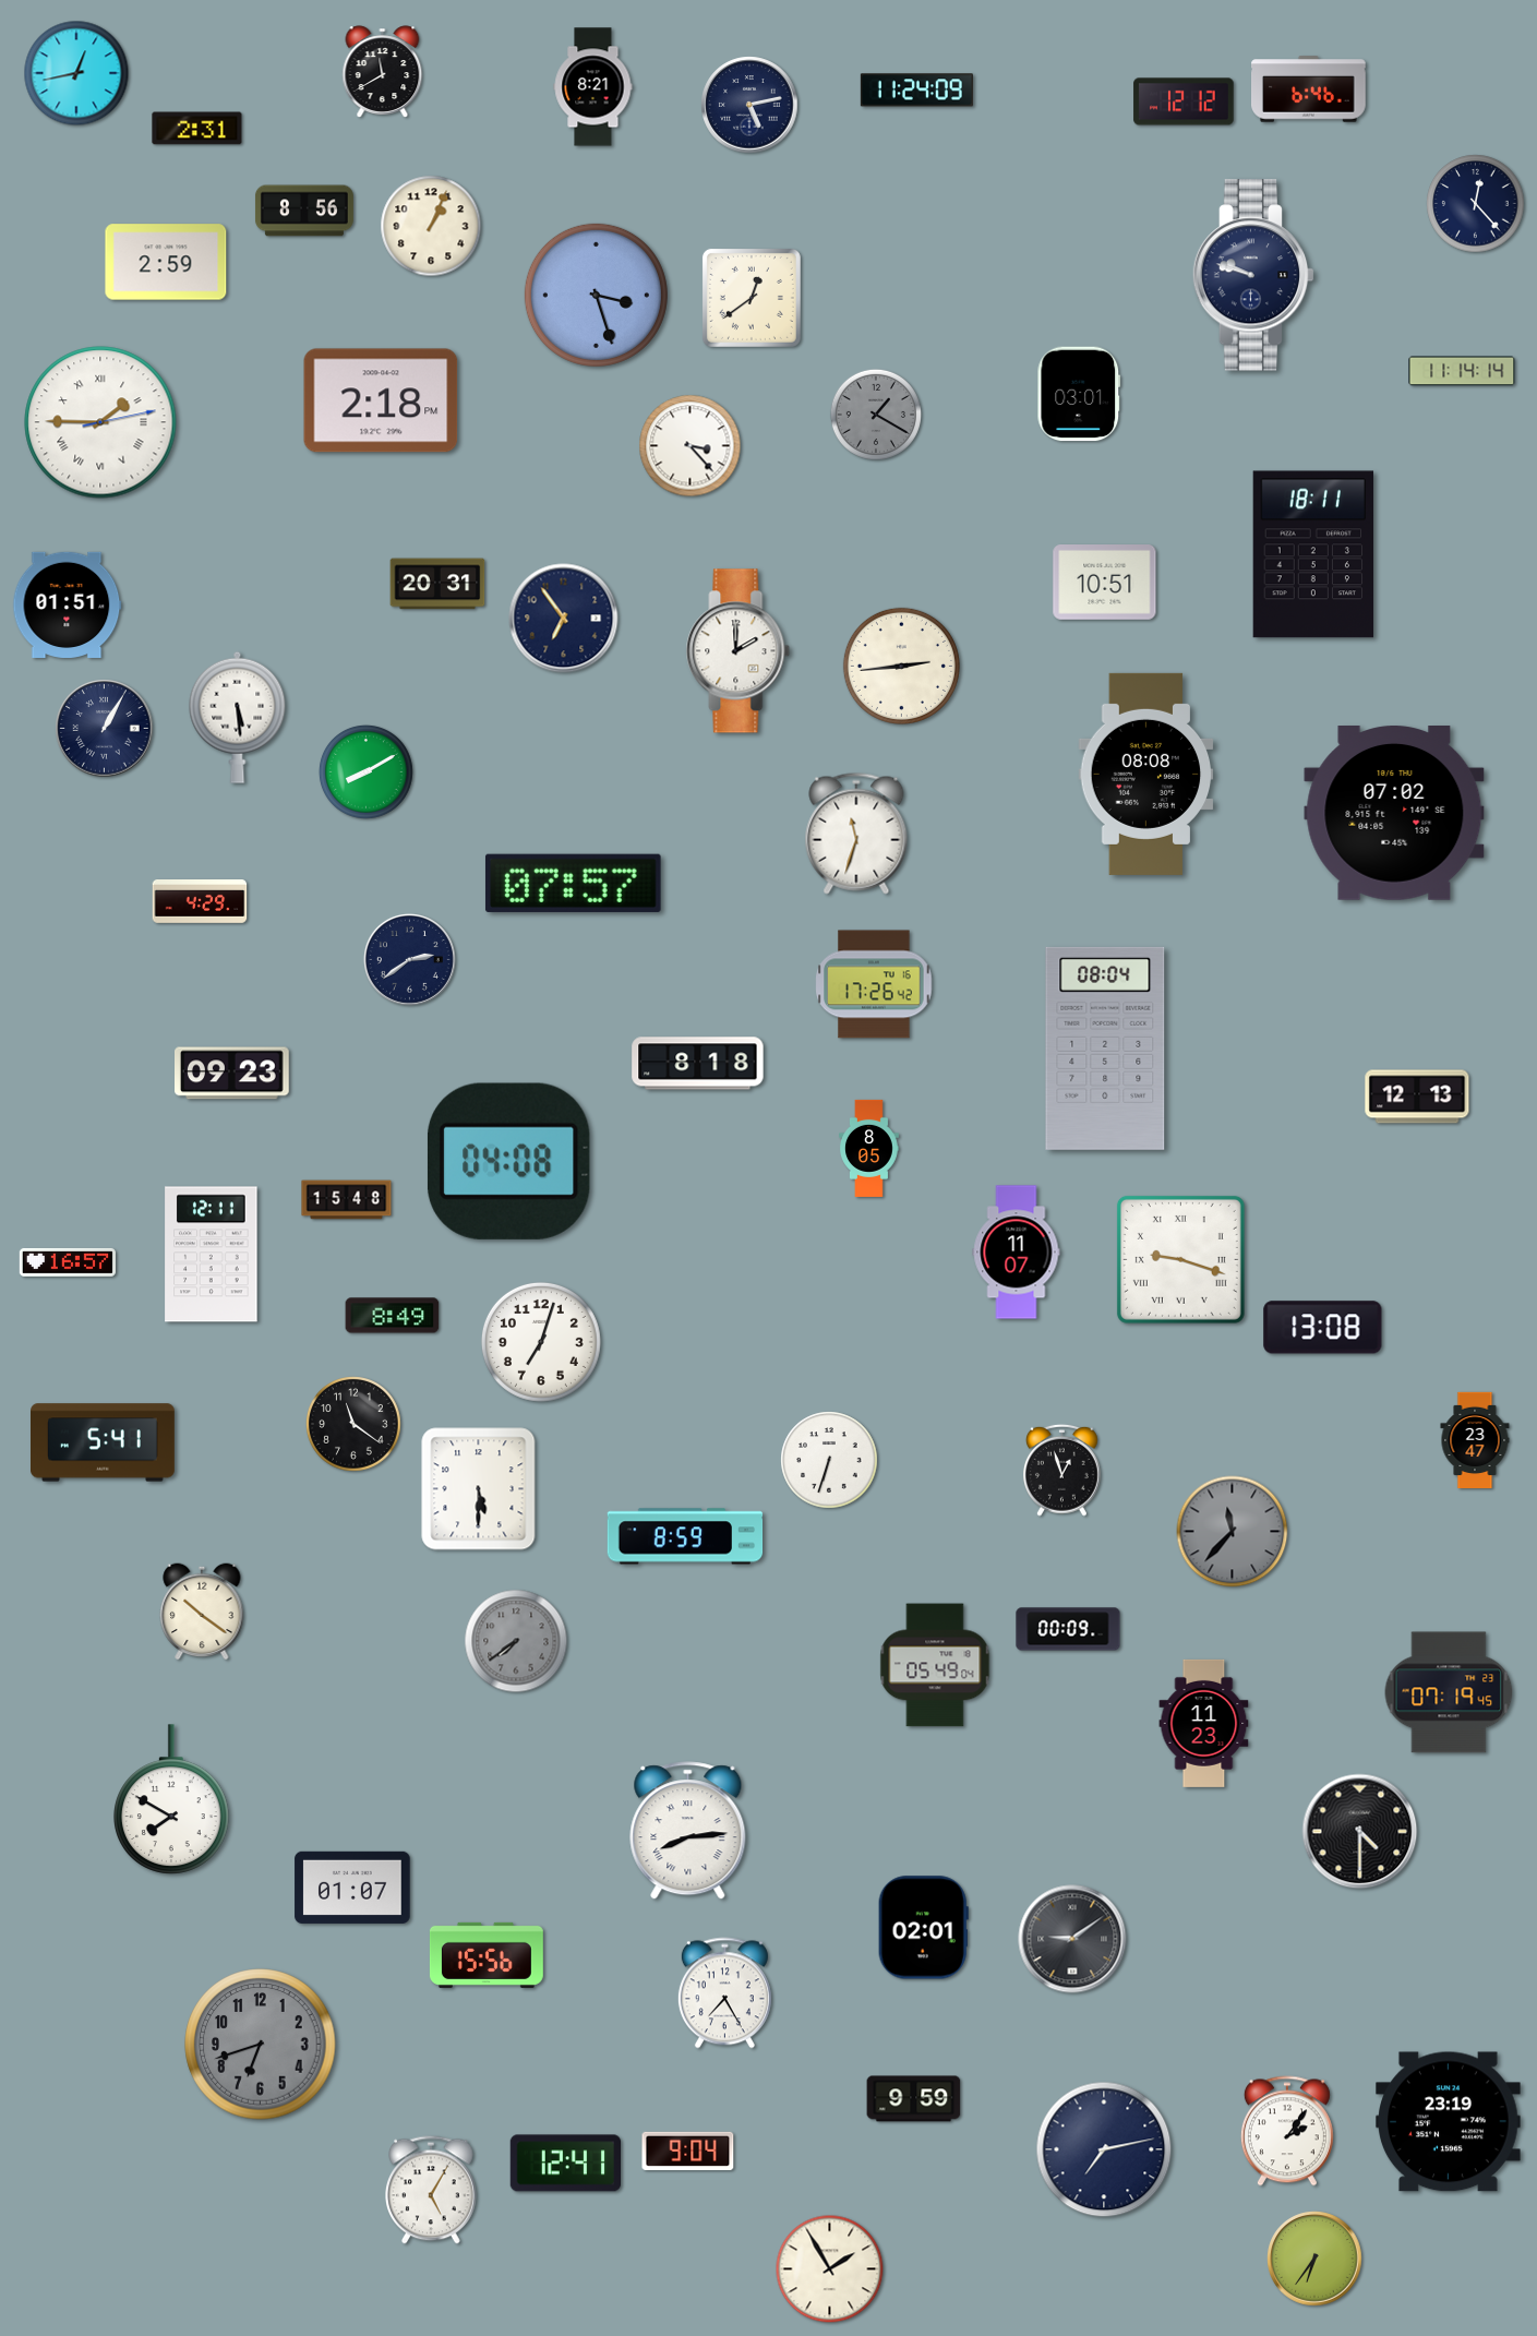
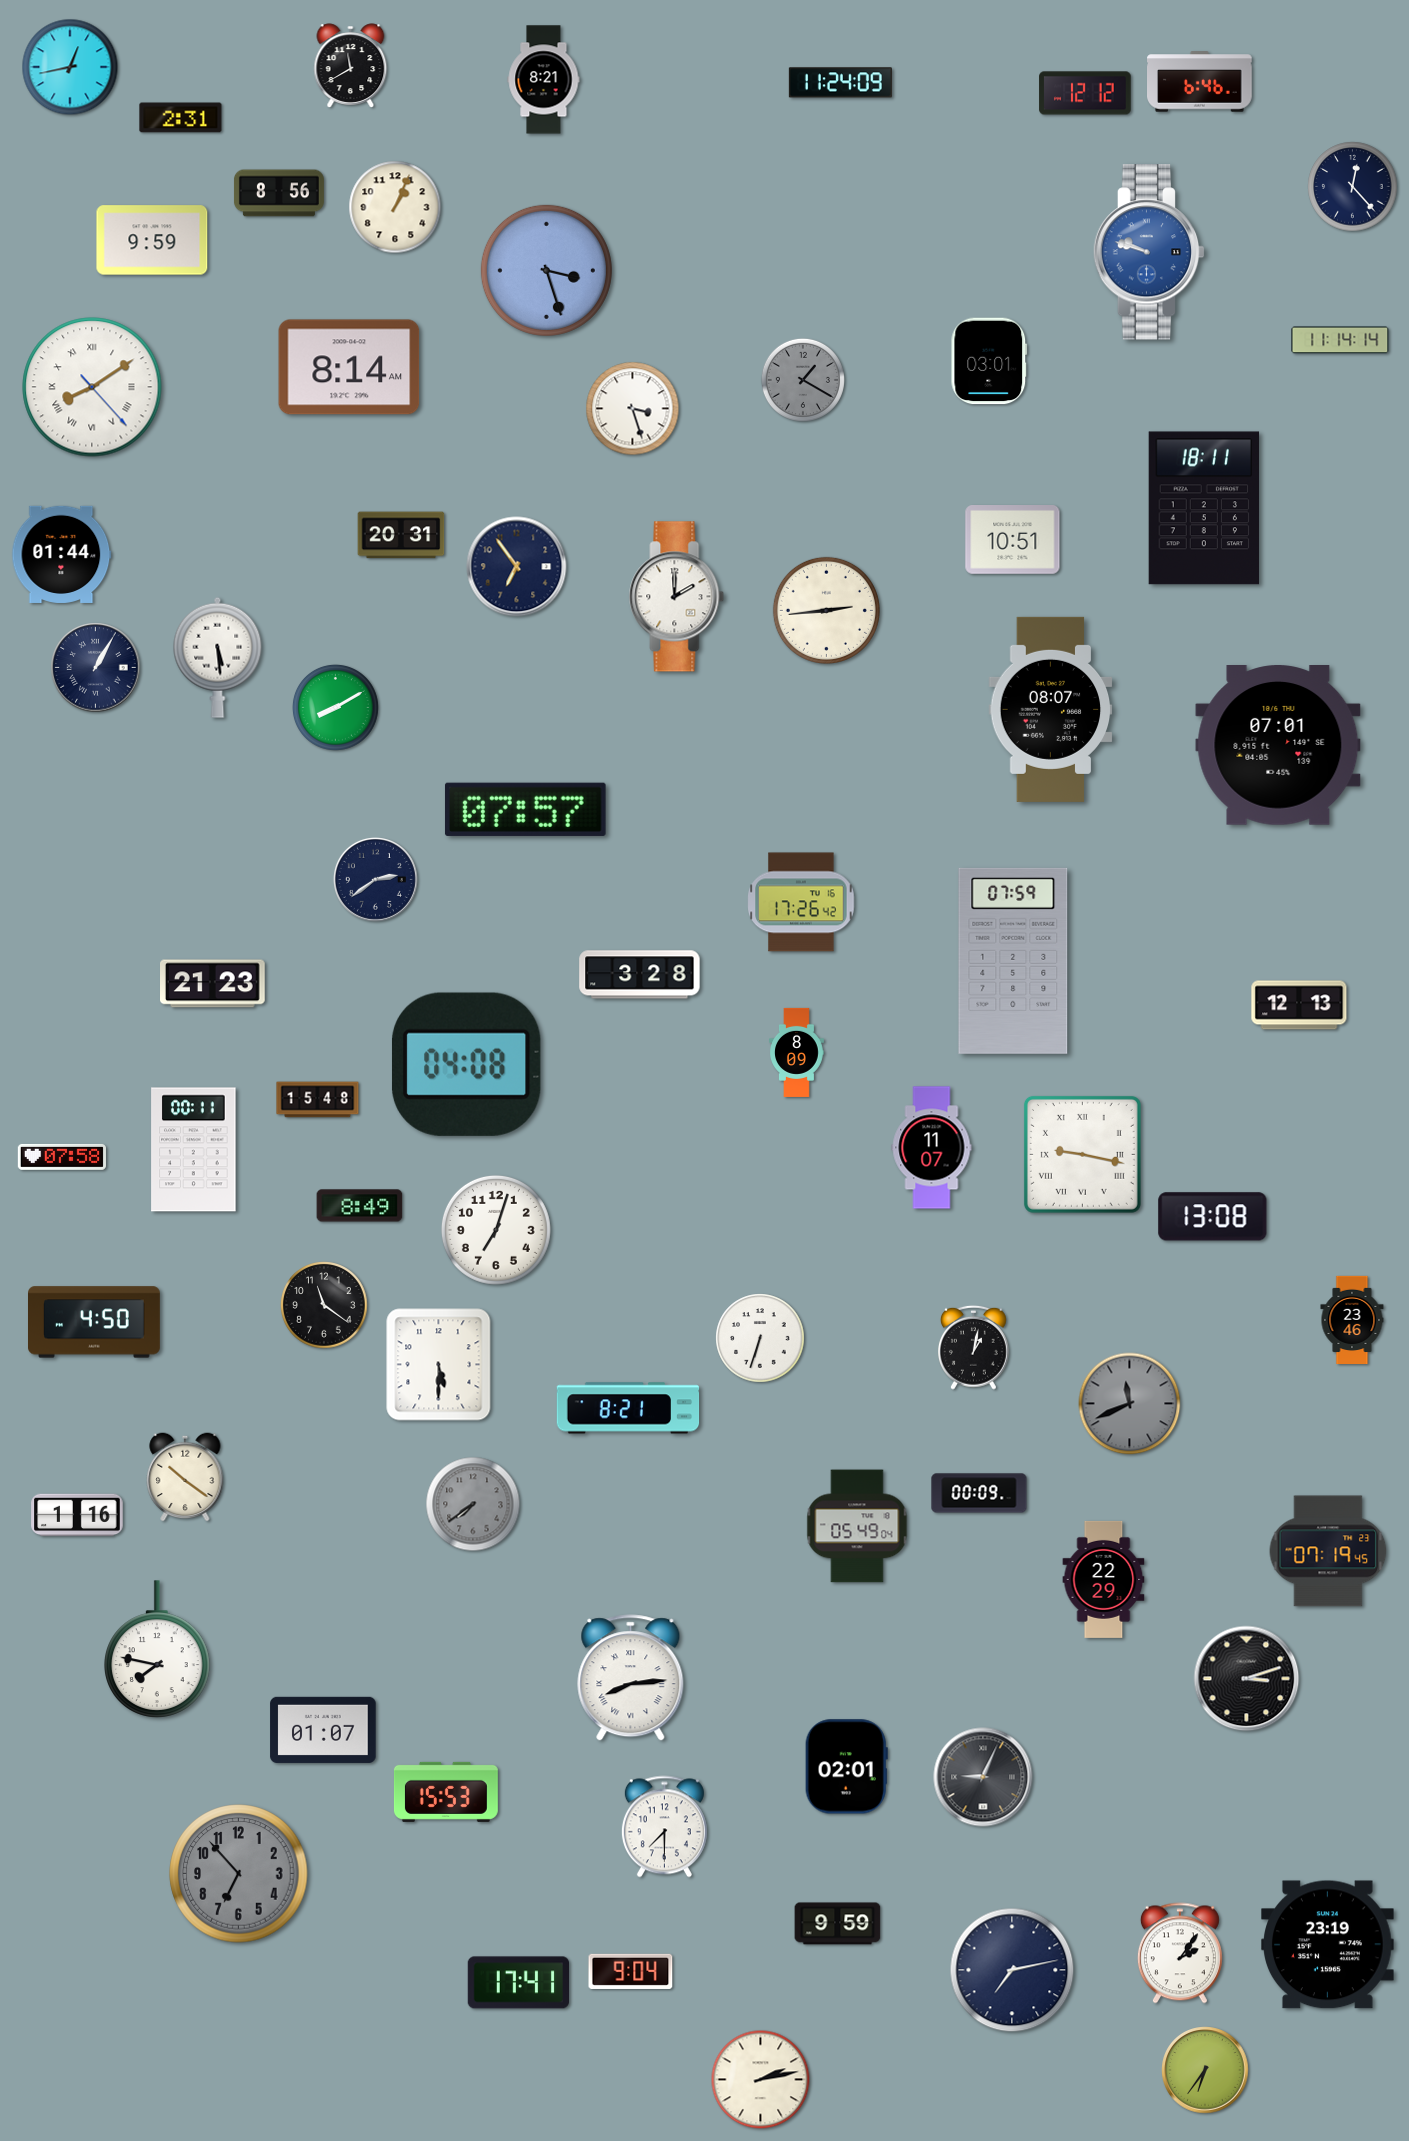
clock at (749, 105): 5:13 -> none
clock at (166, 262): 2:59 -> 9:59
clock at (1253, 275) dial: navy -> blue
clock at (752, 298): 12:39 -> none
clock at (381, 400): 2:18 -> 8:14
clock at (100, 422): 1:45 -> 8:09
clock at (691, 446): 3:23 -> 3:27
clock at (1105, 583) position: (1105, 583) -> (1013, 540)
clock at (68, 604): 01:51 -> 01:44
clock at (1146, 774): 08:08 -> 08:07
clock at (1394, 814): 07:02 -> 07:01
clock at (856, 834): 11:33 -> none
clock at (200, 902): 4:29 -> none
clock at (1105, 1049): 08:04 -> 07:59
clock at (698, 1064): 8:18 -> 3:28
clock at (232, 1074): 09:23 -> 21:23
clock at (869, 1148): 8:05 -> 8:09
clock at (212, 1255): 12:11 -> 00:11
clock at (1180, 1259): 9:18 -> 9:17
clock at (68, 1262): 16:57 -> 07:58
clock at (1475, 1440): 23:47 -> 23:46
clock at (104, 1442): 5:41 -> 4:50
clock at (1062, 1470): 12:57 -> 1:02
clock at (1233, 1532): 11:37 -> 11:41
clock at (685, 1536): 8:59 -> 8:21
clock at (77, 1515): none -> 1:16
clock at (1204, 1723): 11:23 -> 22:29
clock at (172, 1799): 7:50 -> 7:47
clock at (1360, 1832): 4:30 -> 3:12
clock at (1072, 1939): 9:09 -> 9:04
clock at (487, 1955): 15:56 -> 15:53
clock at (724, 1993): 7:25 -> 7:30
clock at (261, 2045): 6:42 -> 6:53
clock at (565, 2164): 12:41 -> 17:41
clock at (432, 2190): 5:05 -> none
clock at (830, 2269): 1:55 -> 2:13
